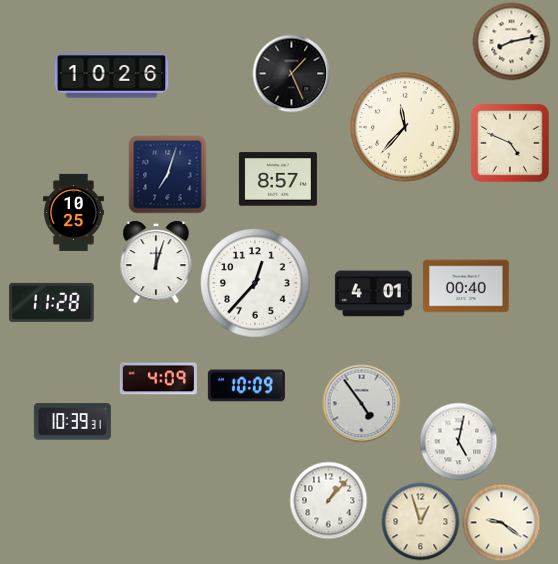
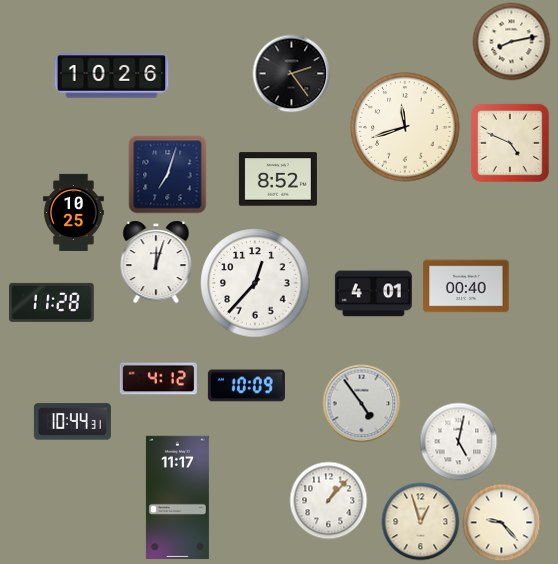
clock at (291, 73): 1:26 -> 2:24
clock at (405, 127): 11:37 -> 11:42
clock at (278, 179): 8:57 -> 8:52
clock at (158, 379): 4:09 -> 4:12
clock at (72, 422): 10:39 -> 10:44
clock at (177, 498): none -> 11:17
clock at (501, 522): 9:21 -> 9:23
